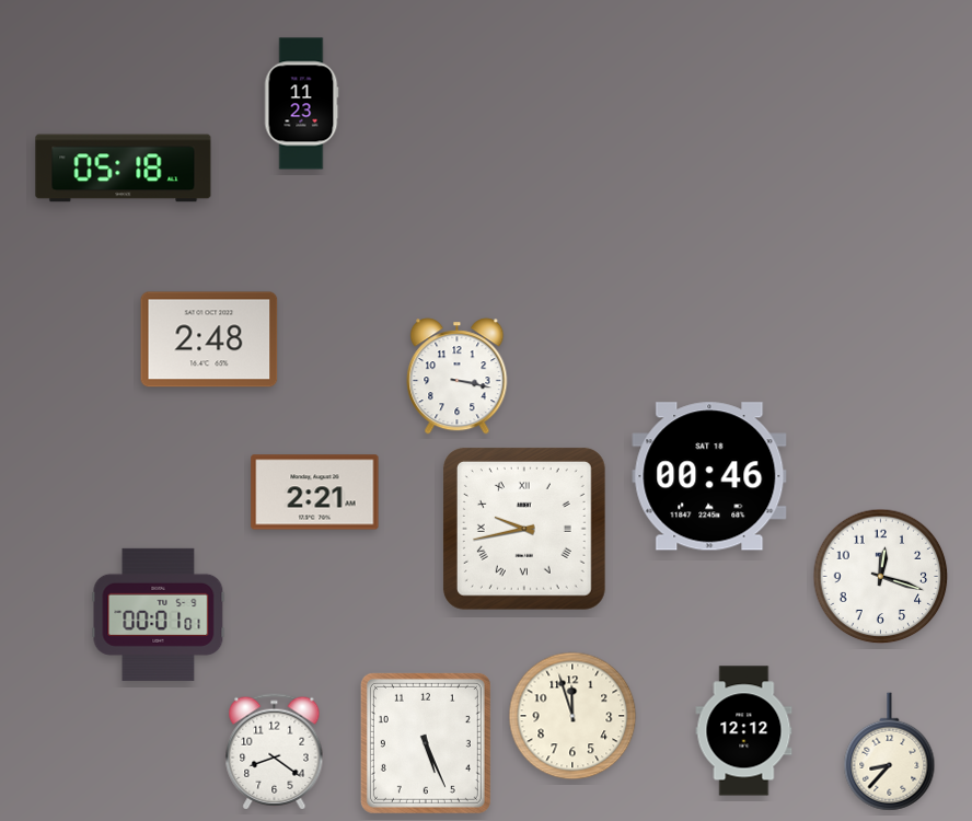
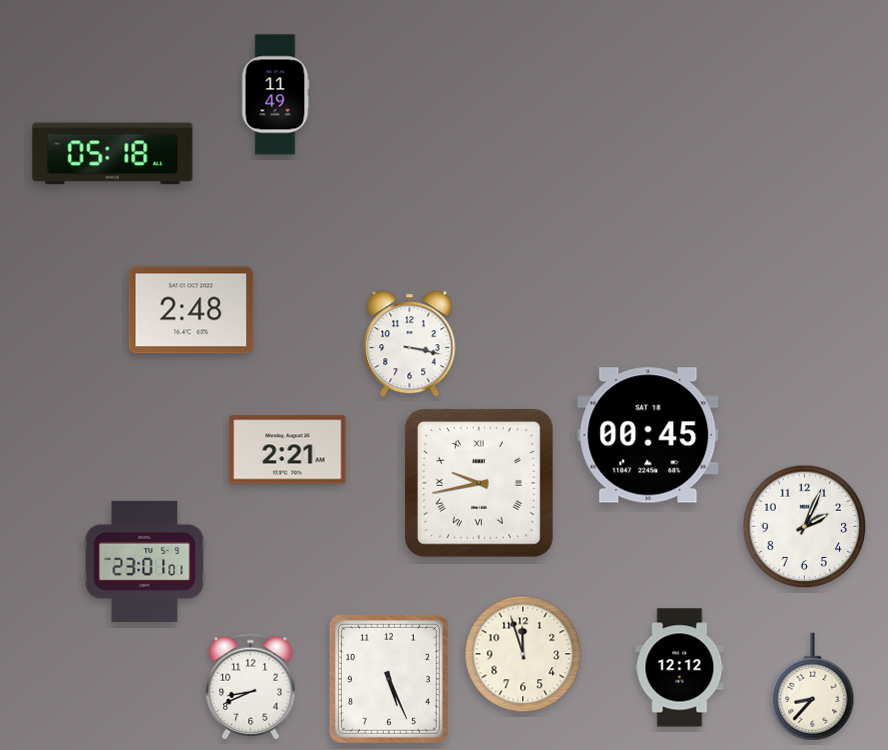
clock at (301, 104): 11:23 -> 11:49
clock at (458, 377) position: (458, 377) -> (410, 344)
clock at (709, 476): 00:46 -> 00:45
clock at (881, 577): 12:18 -> 2:04
clock at (159, 614): 00:01 -> 23:01
clock at (275, 752): 8:21 -> 8:41
